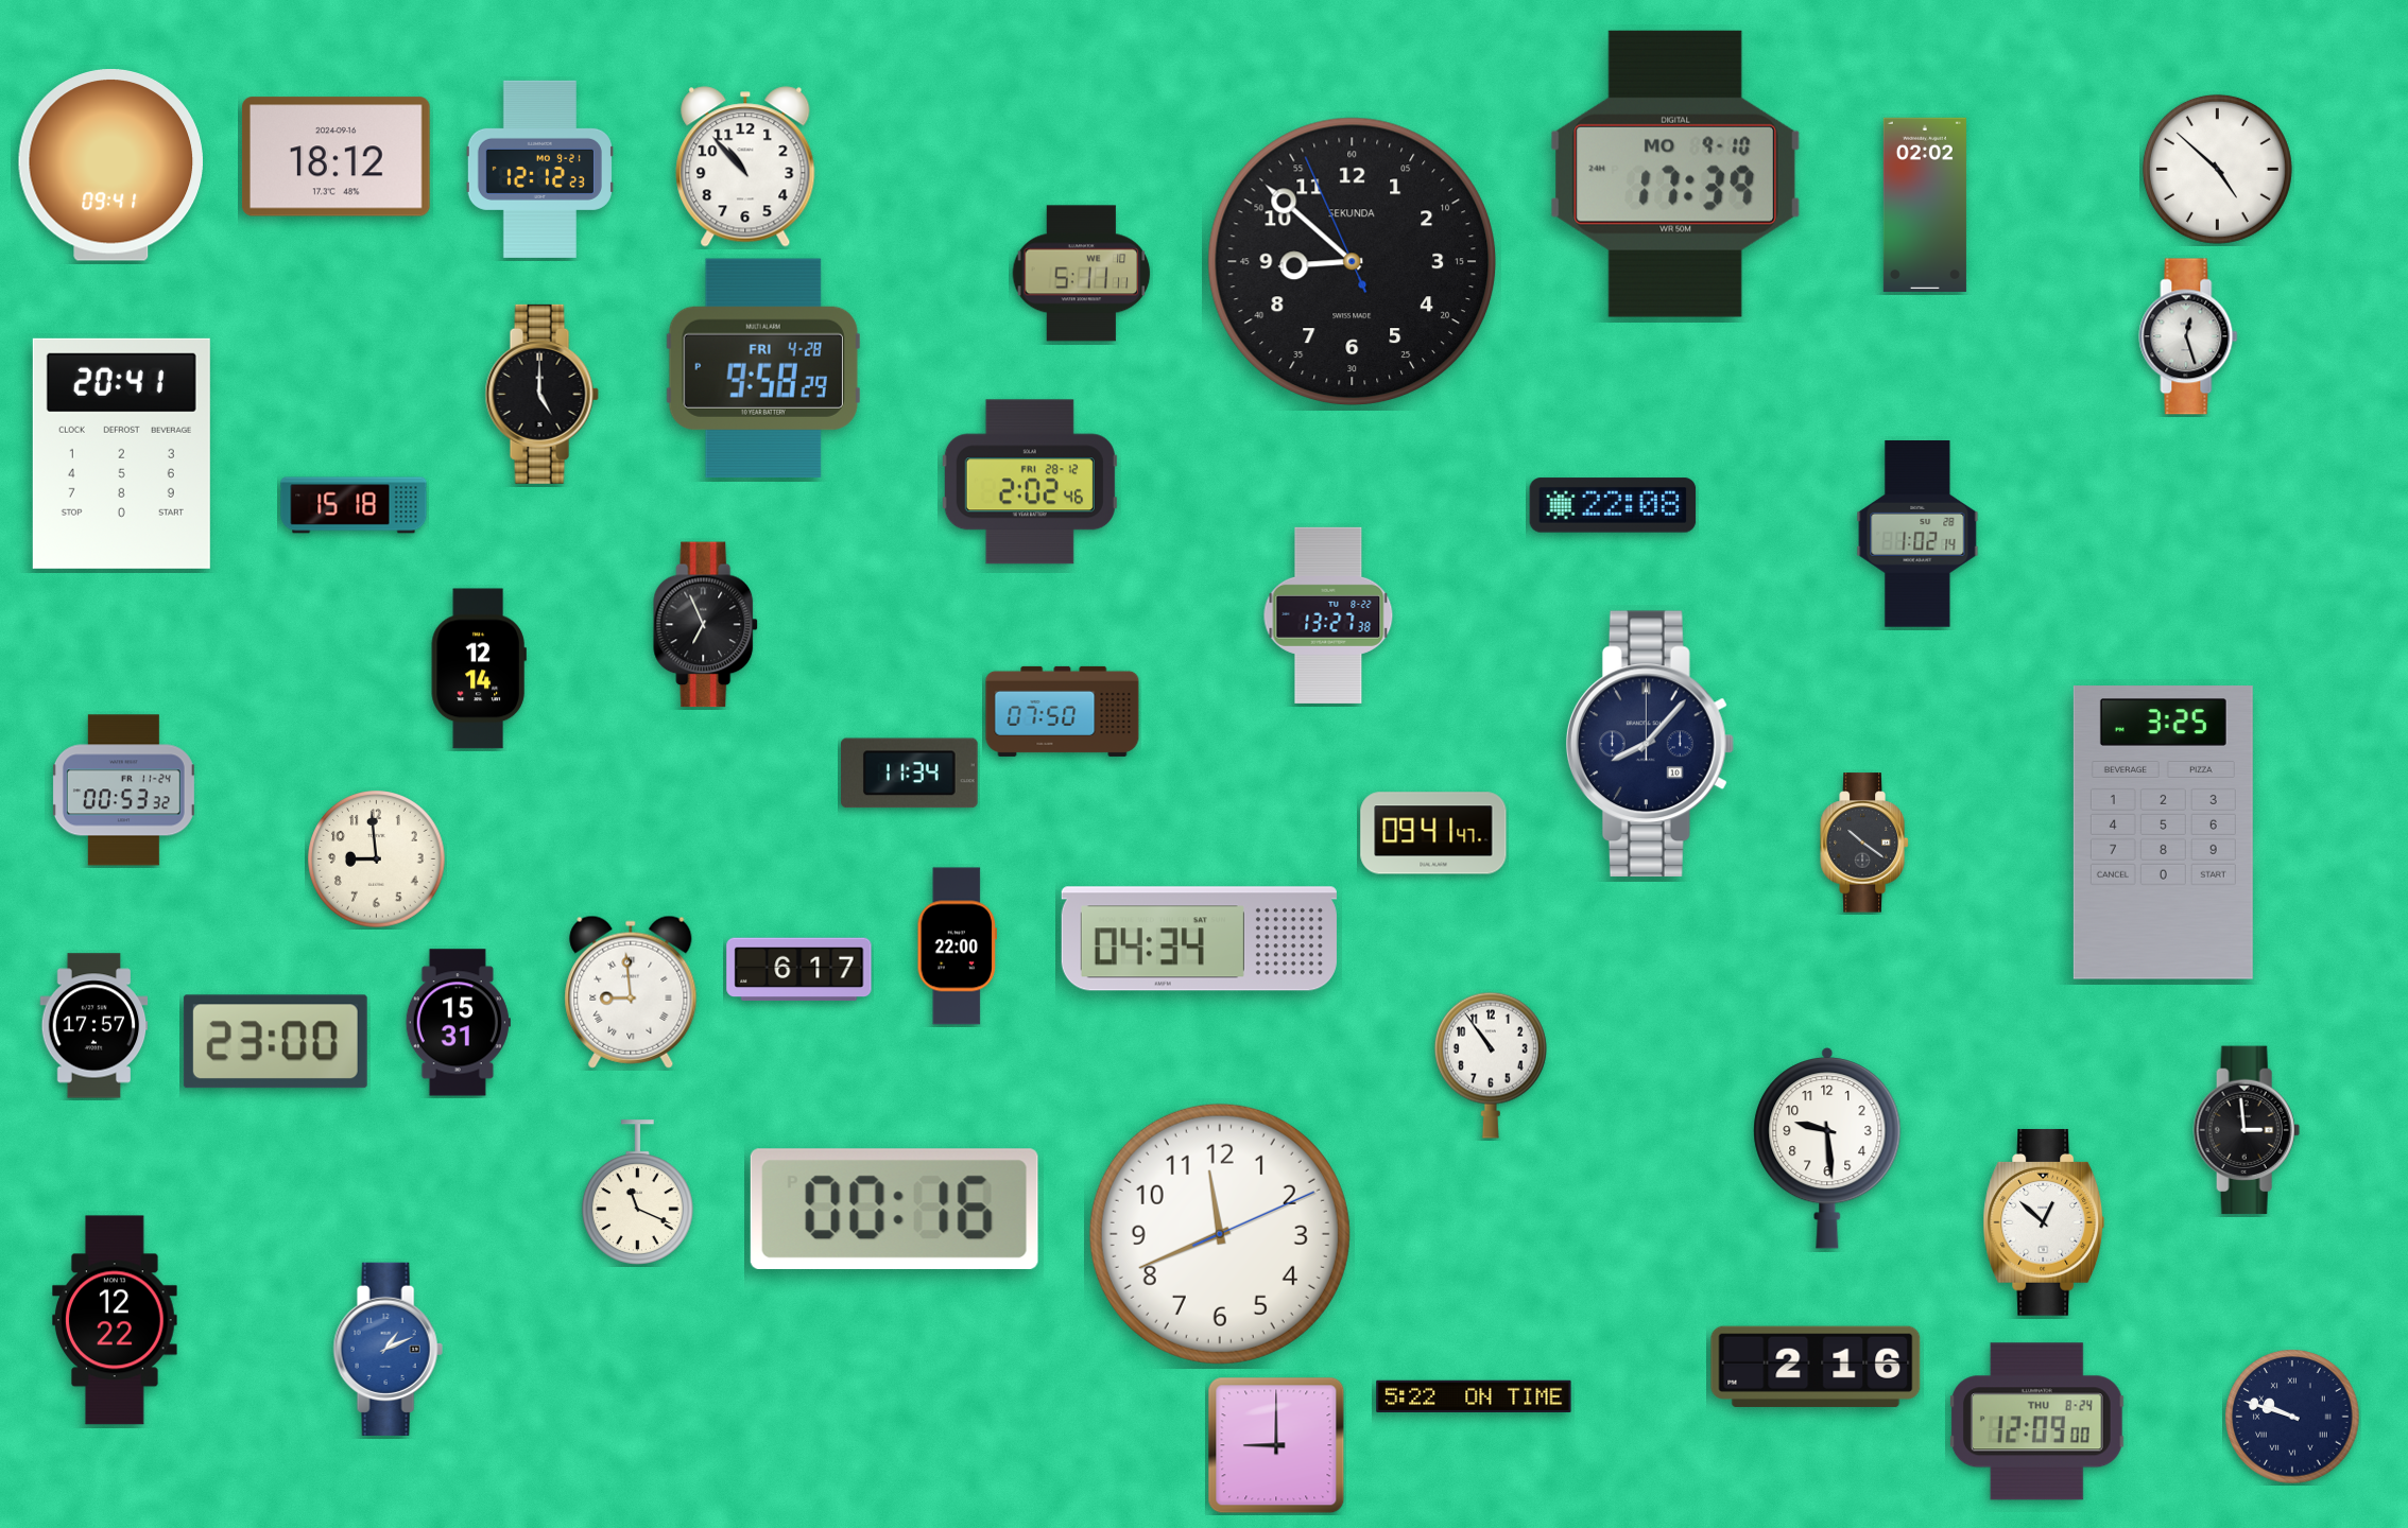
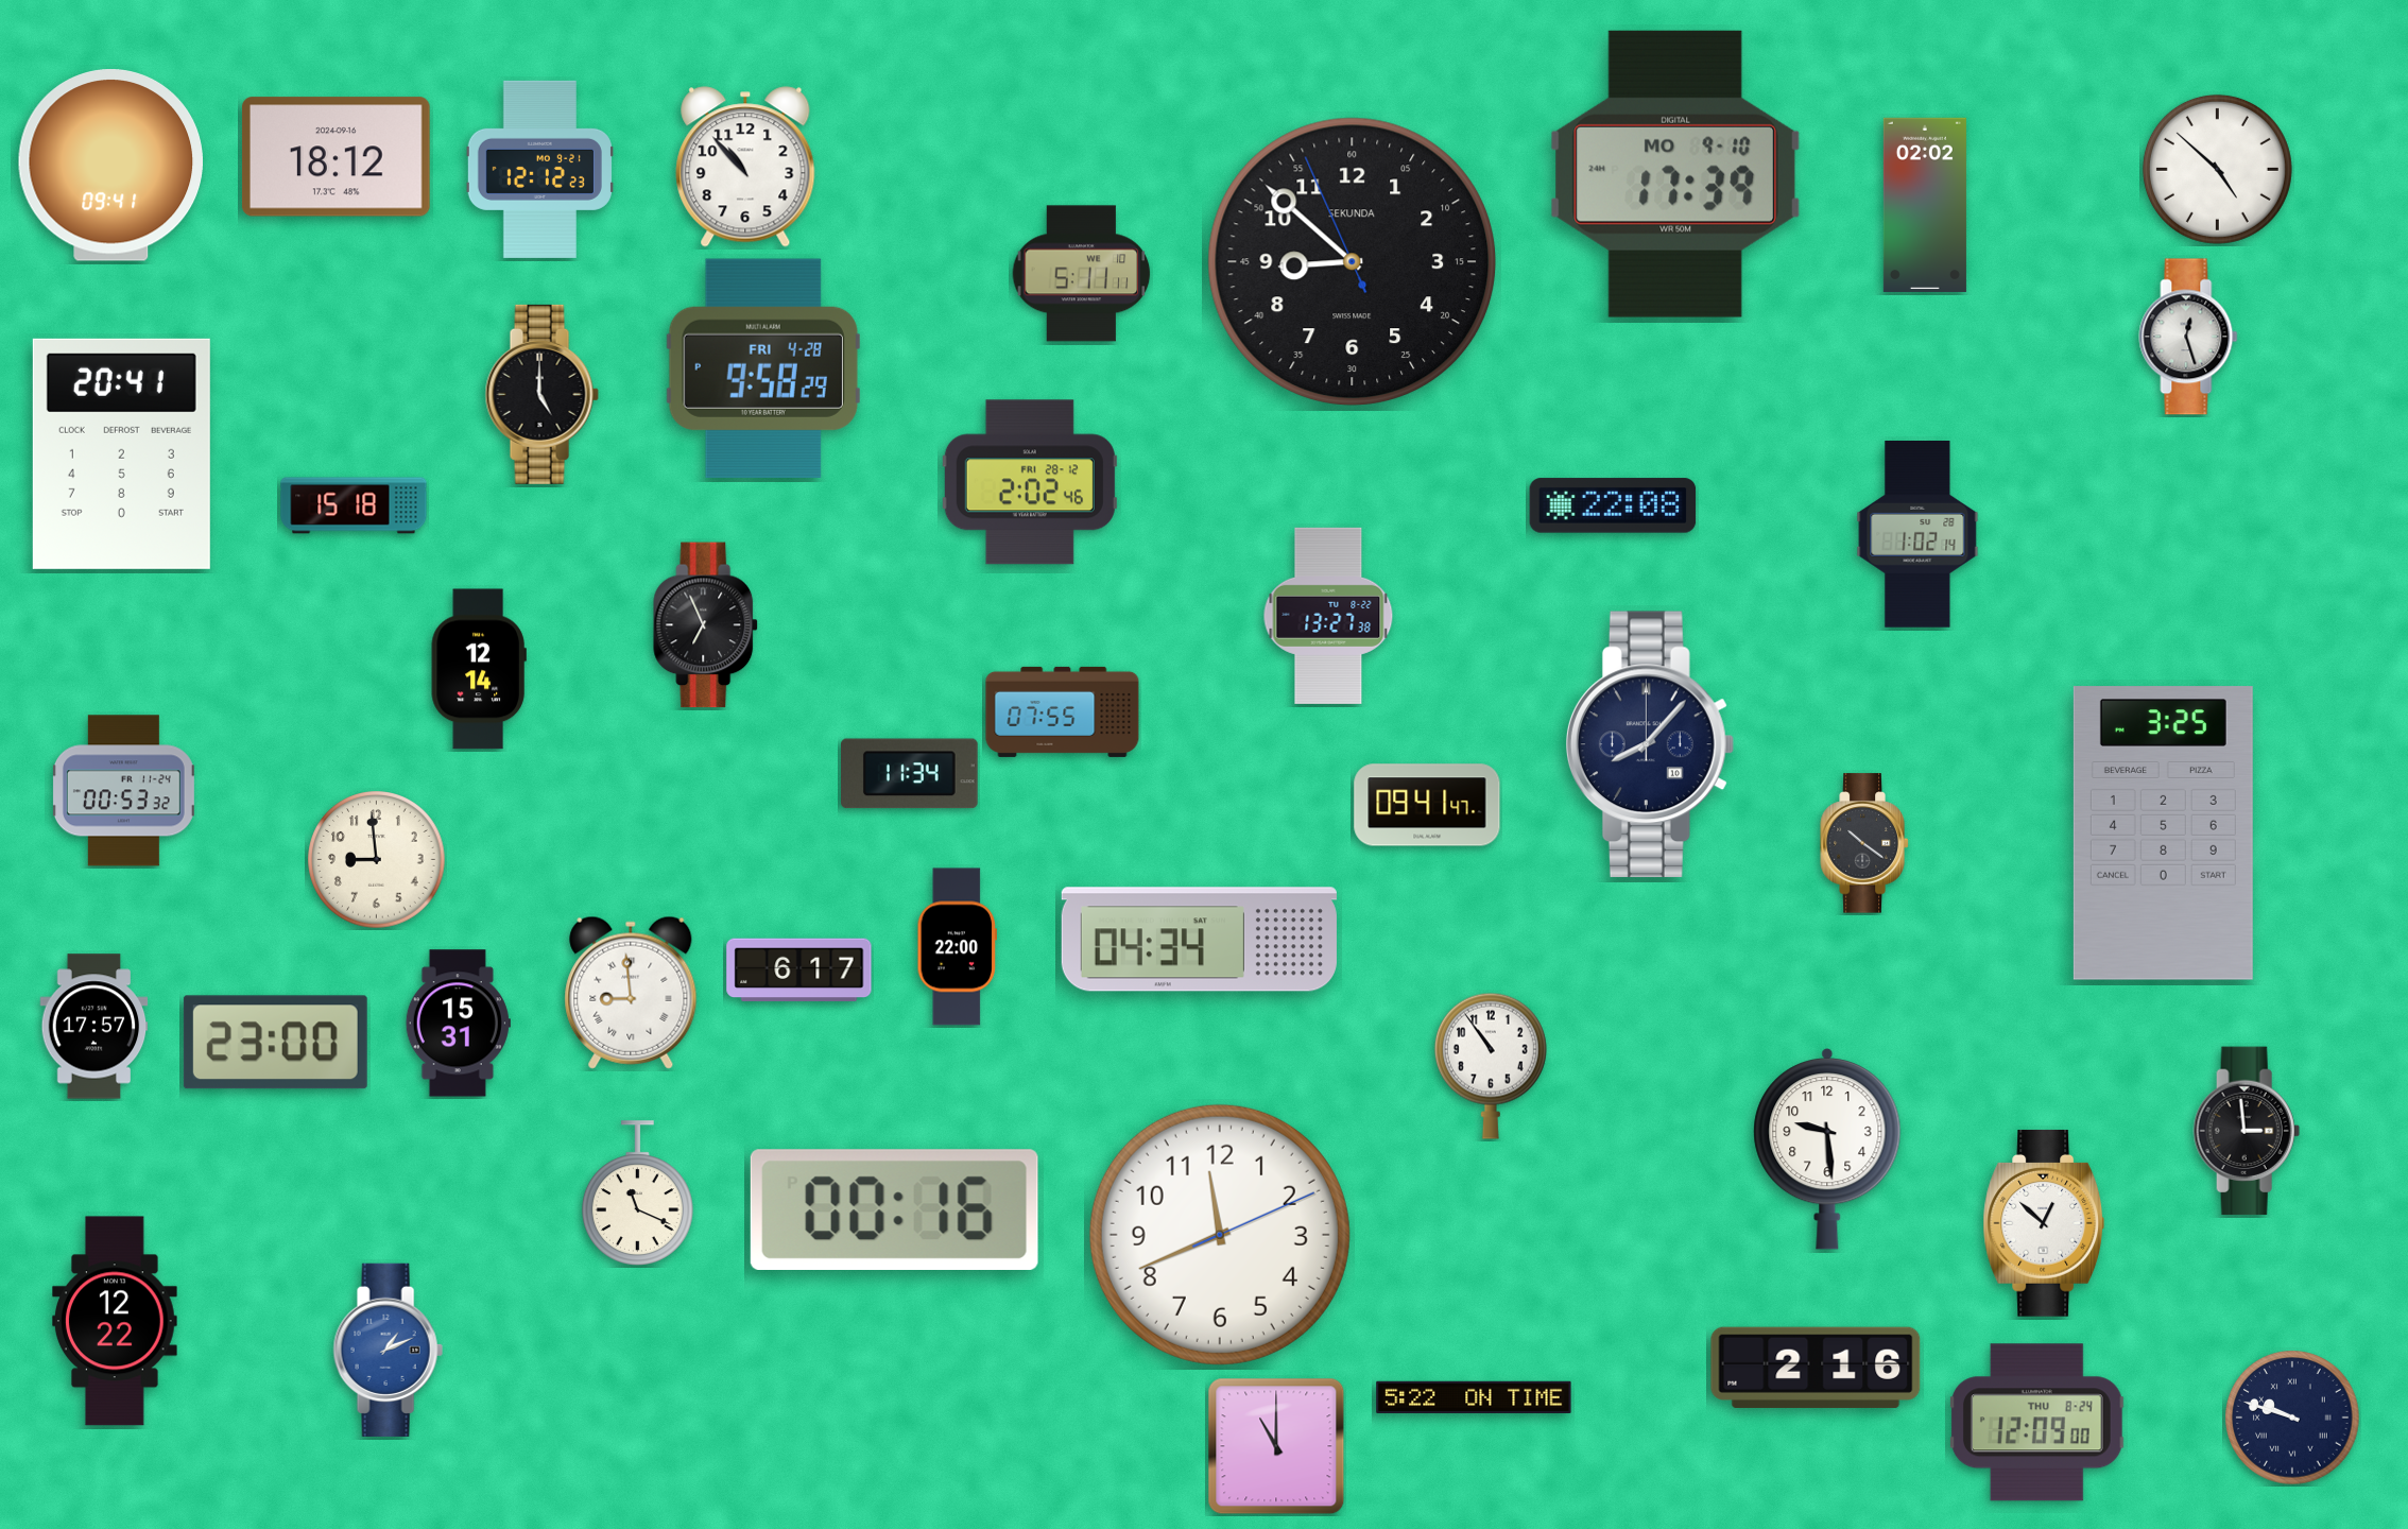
clock at (1063, 711): 07:50 -> 07:55
clock at (1433, 833) position: (1433, 833) -> (1427, 805)
clock at (1276, 1445): 9:00 -> 11:00
